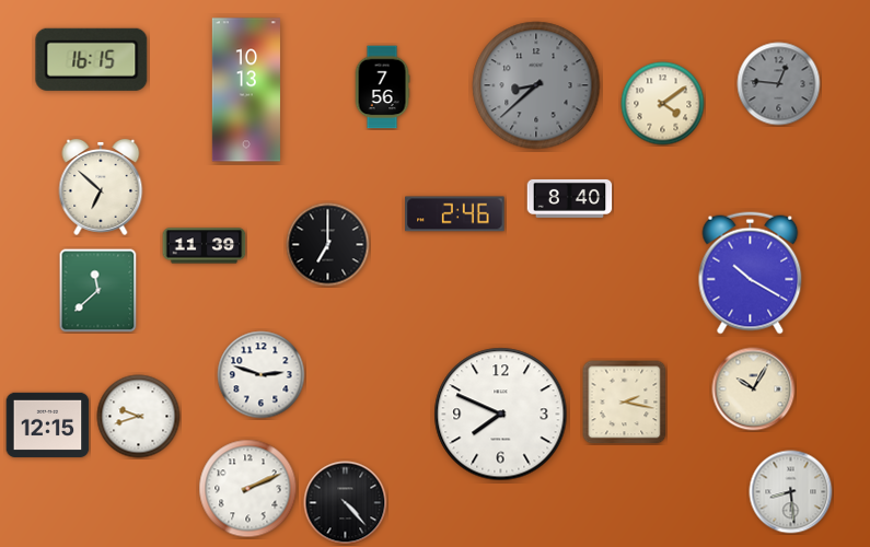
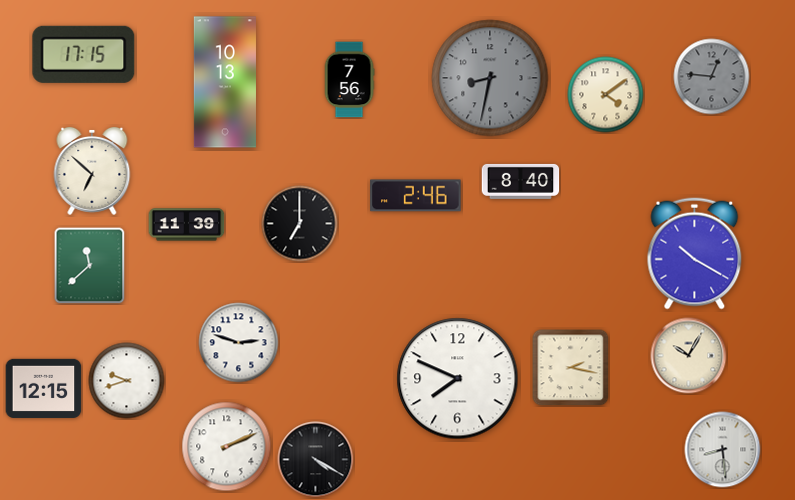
clock at (92, 59): 16:15 -> 17:15
clock at (536, 85): 8:38 -> 8:32
clock at (751, 273) position: (751, 273) -> (695, 254)
clock at (346, 503): 4:23 -> 4:20
